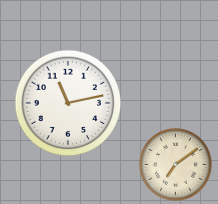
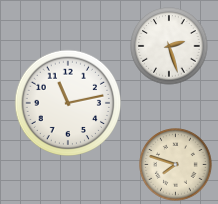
clock at (169, 46): none -> 2:27
clock at (176, 165): 7:09 -> 7:48
